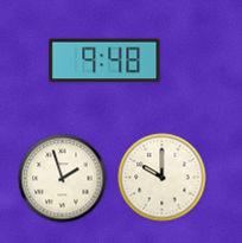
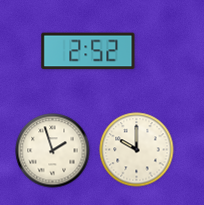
clock at (104, 60): 9:48 -> 2:52
